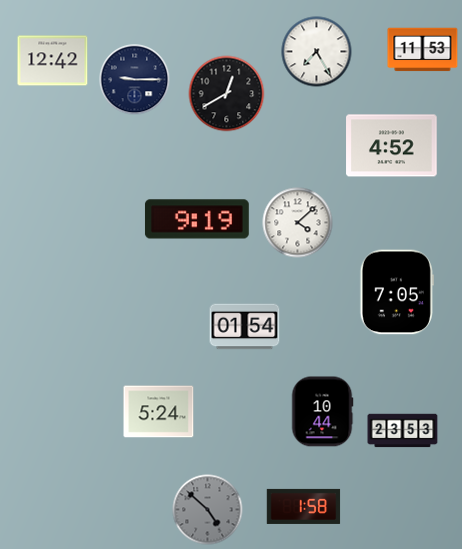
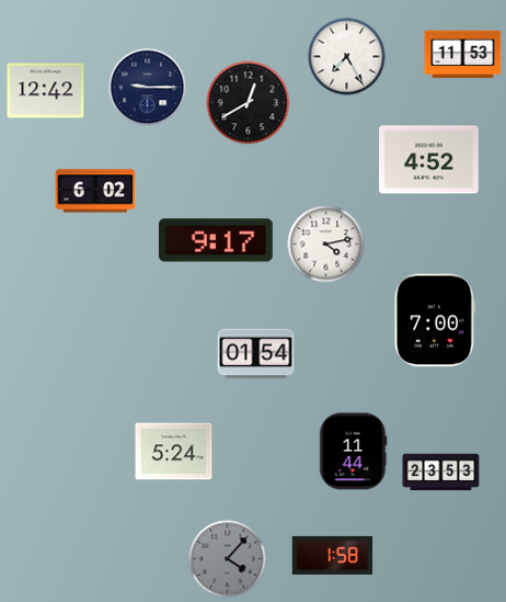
clock at (53, 61) position: (53, 61) -> (46, 91)
clock at (95, 191): none -> 6:02
clock at (197, 219): 9:19 -> 9:17
clock at (298, 223): 4:08 -> 4:13
clock at (397, 292): 7:05 -> 7:00
clock at (245, 327) position: (245, 327) -> (256, 354)
clock at (322, 412): 10:44 -> 11:44
clock at (208, 510): 4:52 -> 4:07
